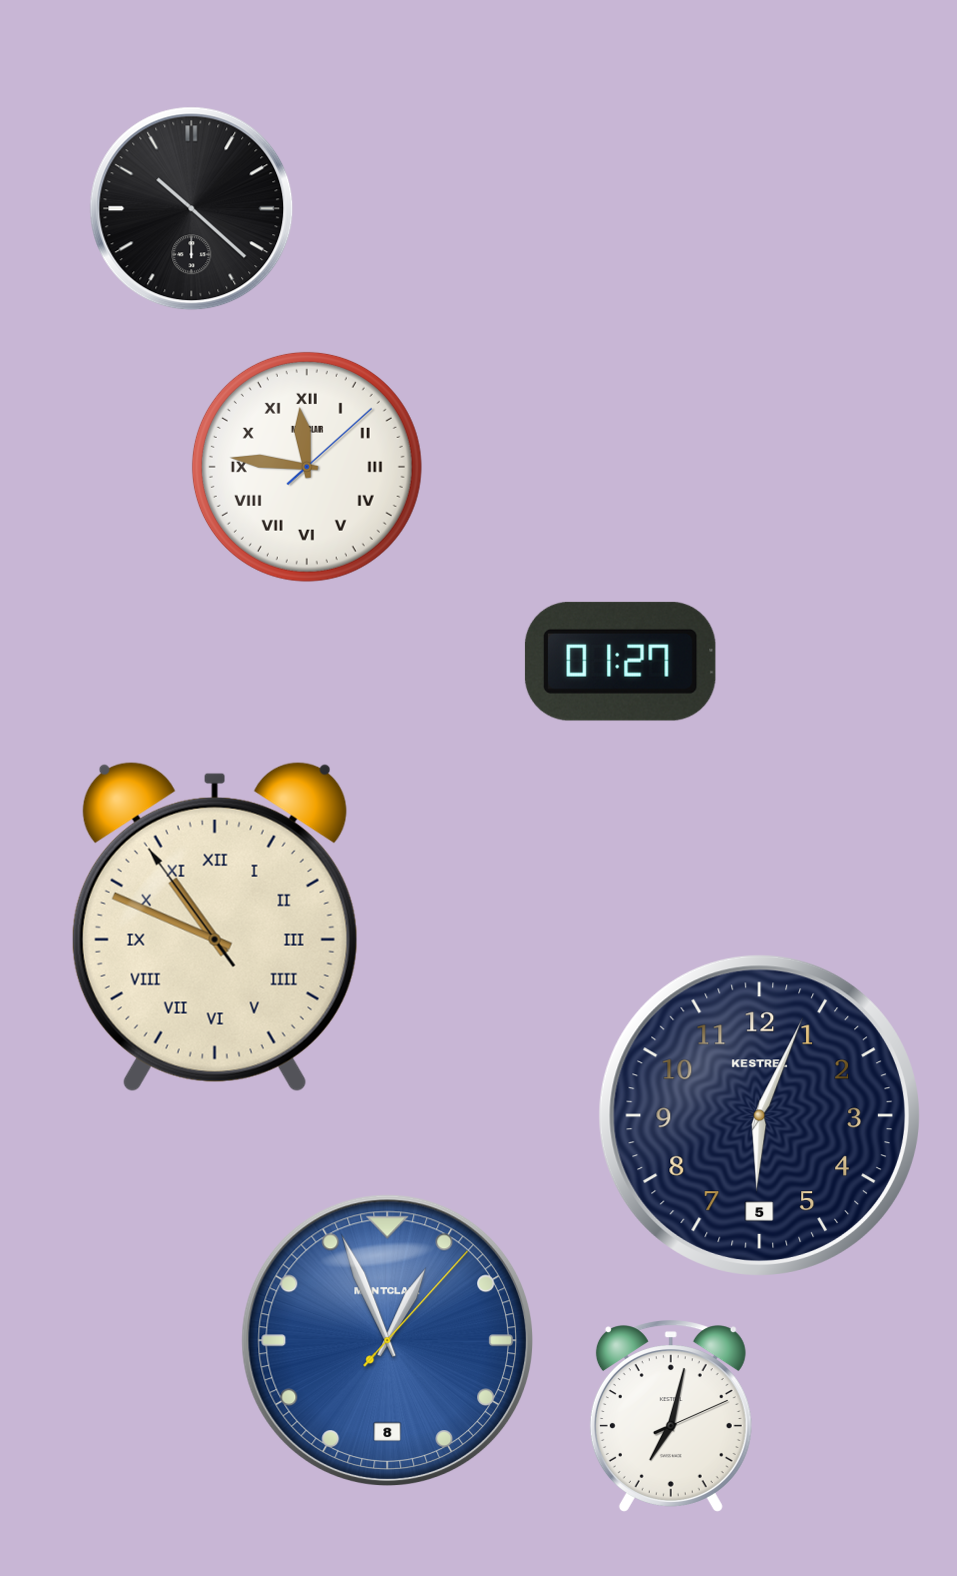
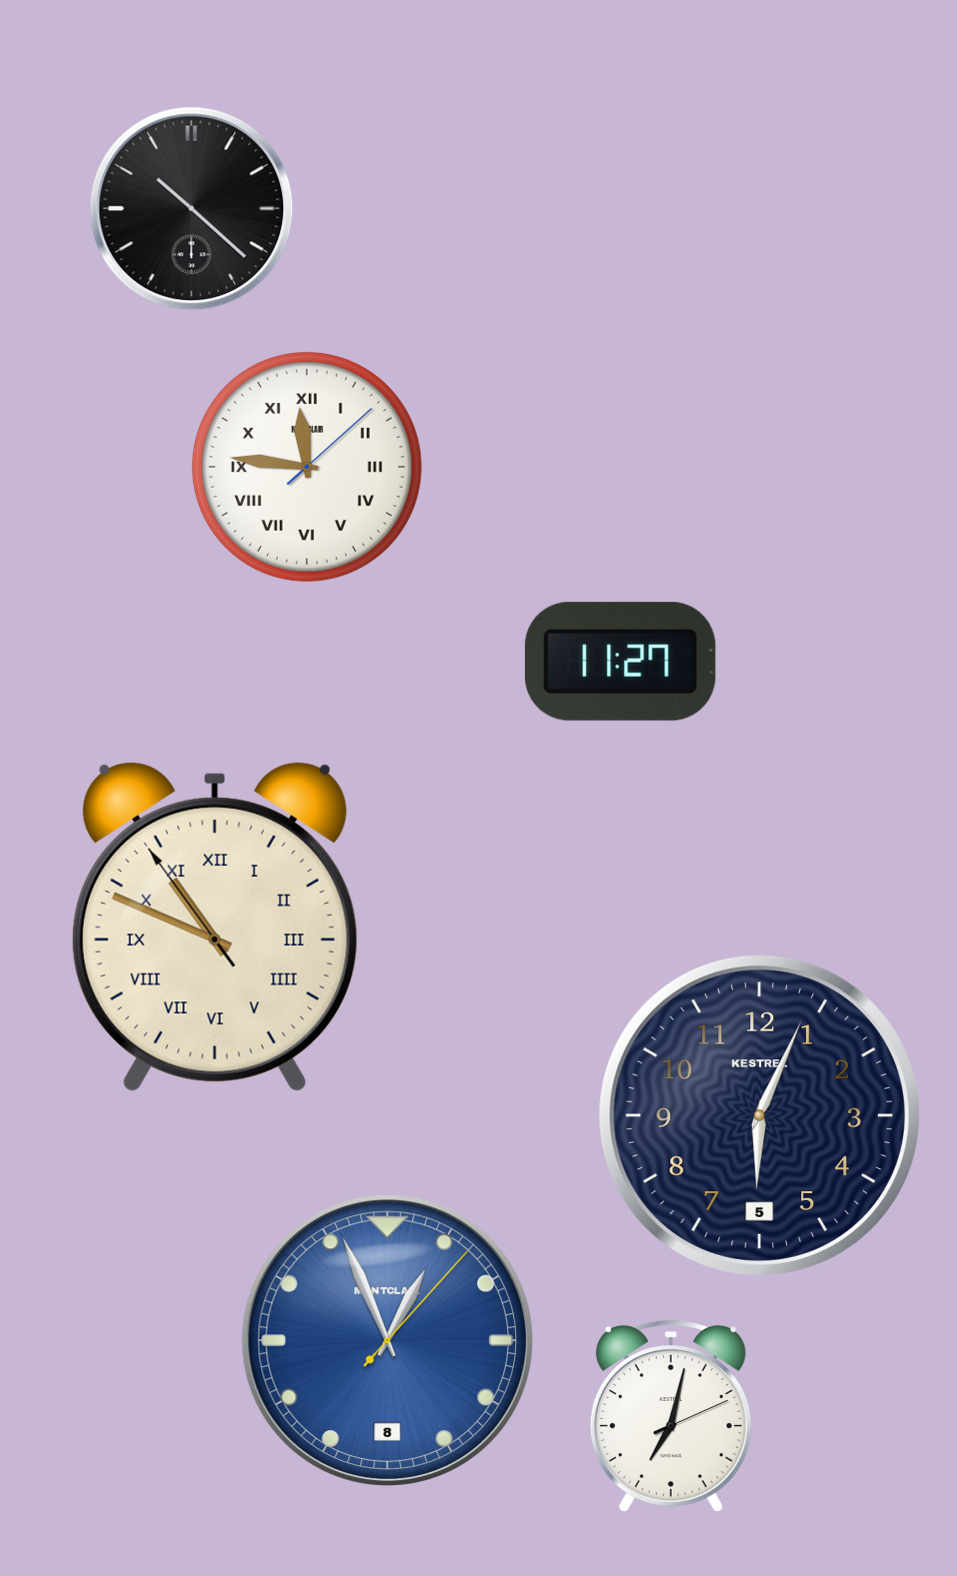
clock at (620, 661): 01:27 -> 11:27
